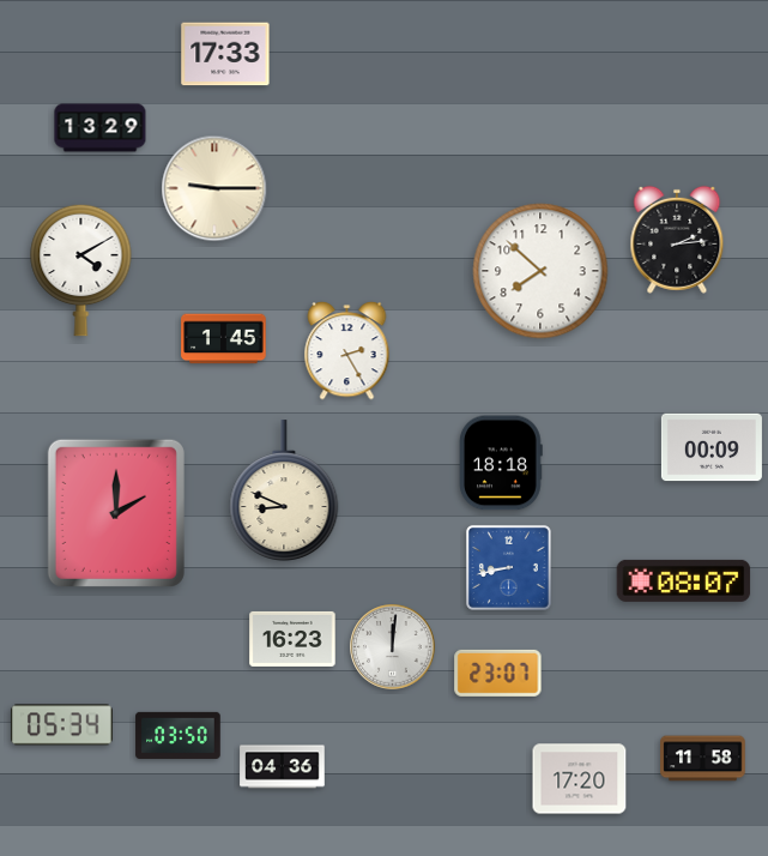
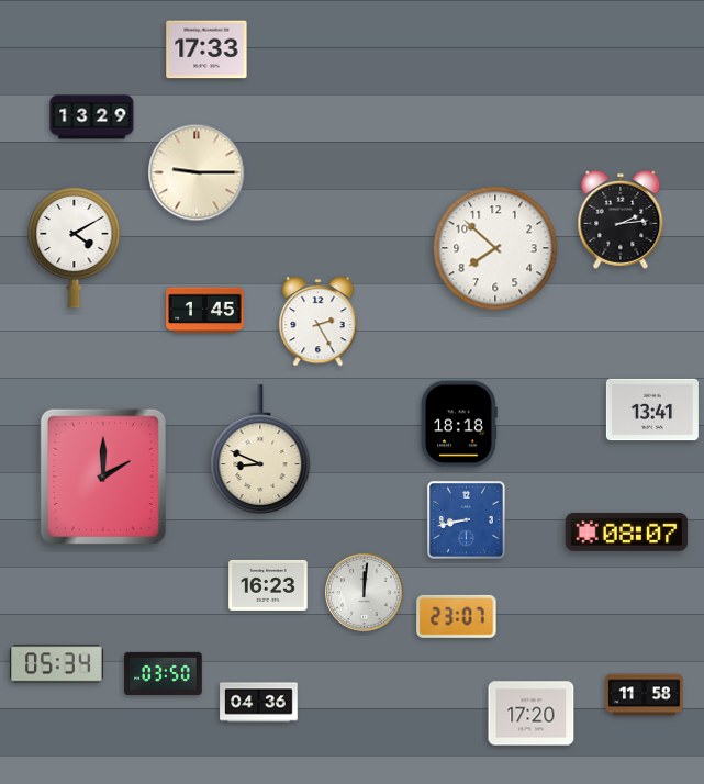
clock at (712, 447): 00:09 -> 13:41
clock at (116, 513) position: (116, 513) -> (103, 477)
clock at (393, 647) position: (393, 647) -> (365, 593)
